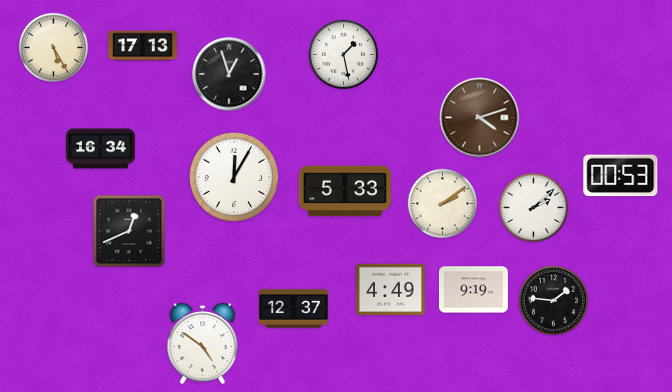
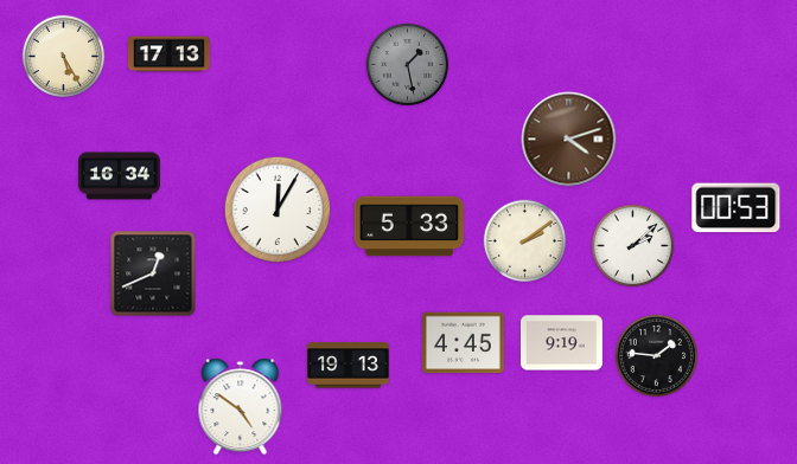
clock at (344, 55) dial: white -> grey
clock at (229, 74): 12:57 -> none
clock at (390, 290): 4:49 -> 4:45
clock at (293, 309): 12:37 -> 19:13
